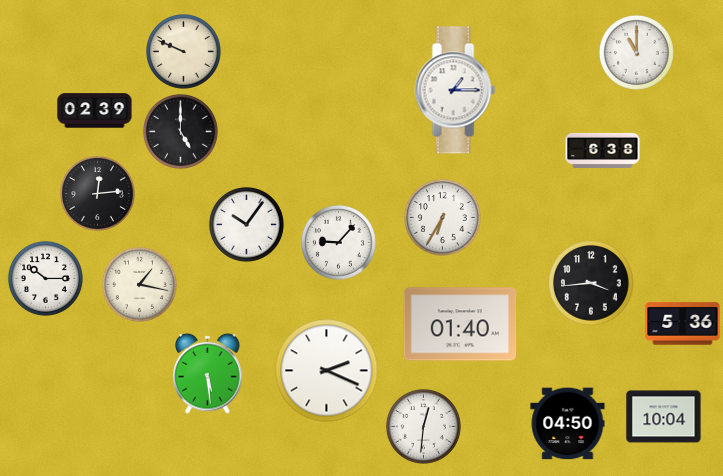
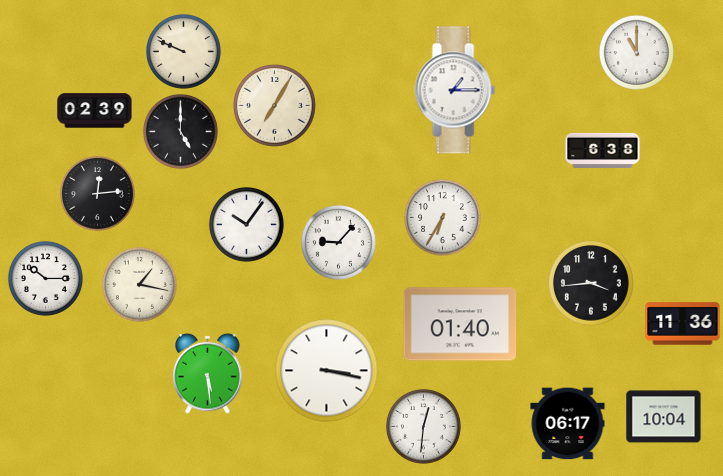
clock at (275, 106): none -> 7:05
clock at (683, 324): 5:36 -> 11:36
clock at (327, 371): 2:19 -> 3:17
clock at (568, 424): 04:50 -> 06:17
